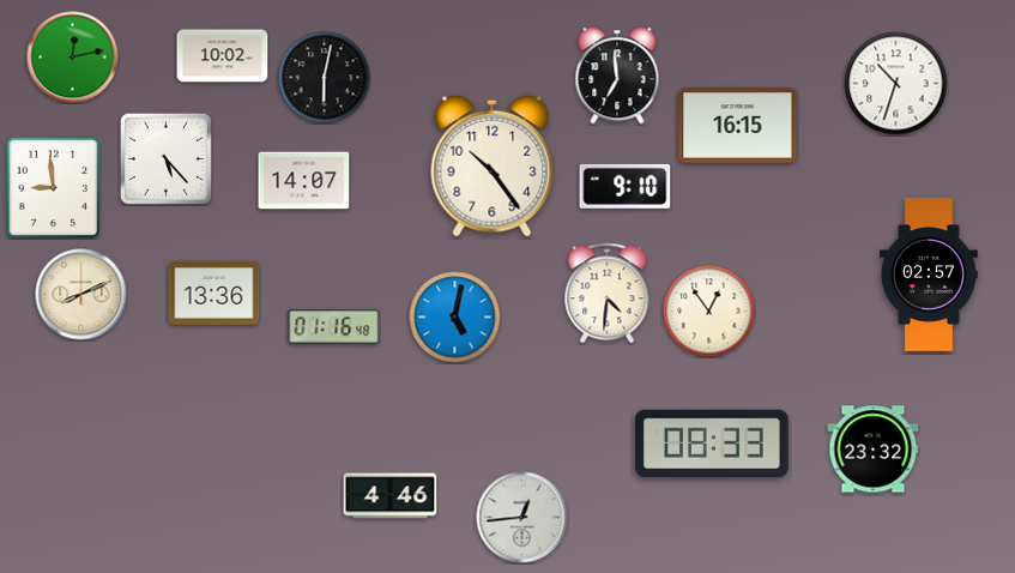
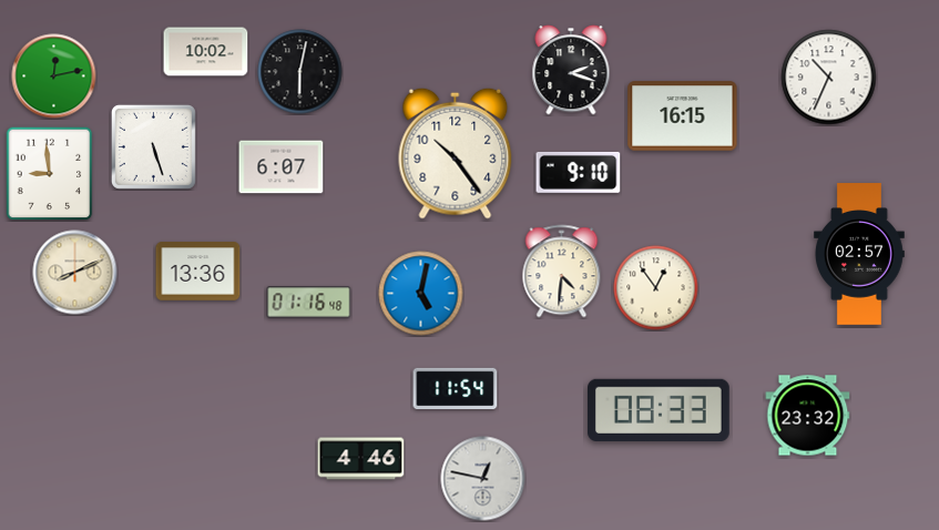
clock at (73, 58) position: (73, 58) -> (54, 77)
clock at (617, 76): 6:59 -> 2:18
clock at (896, 84): 10:33 -> 10:34
clock at (165, 158): 5:23 -> 5:27
clock at (304, 181): 14:07 -> 6:07
clock at (456, 388): none -> 11:54
clock at (522, 518): 12:44 -> 12:47
